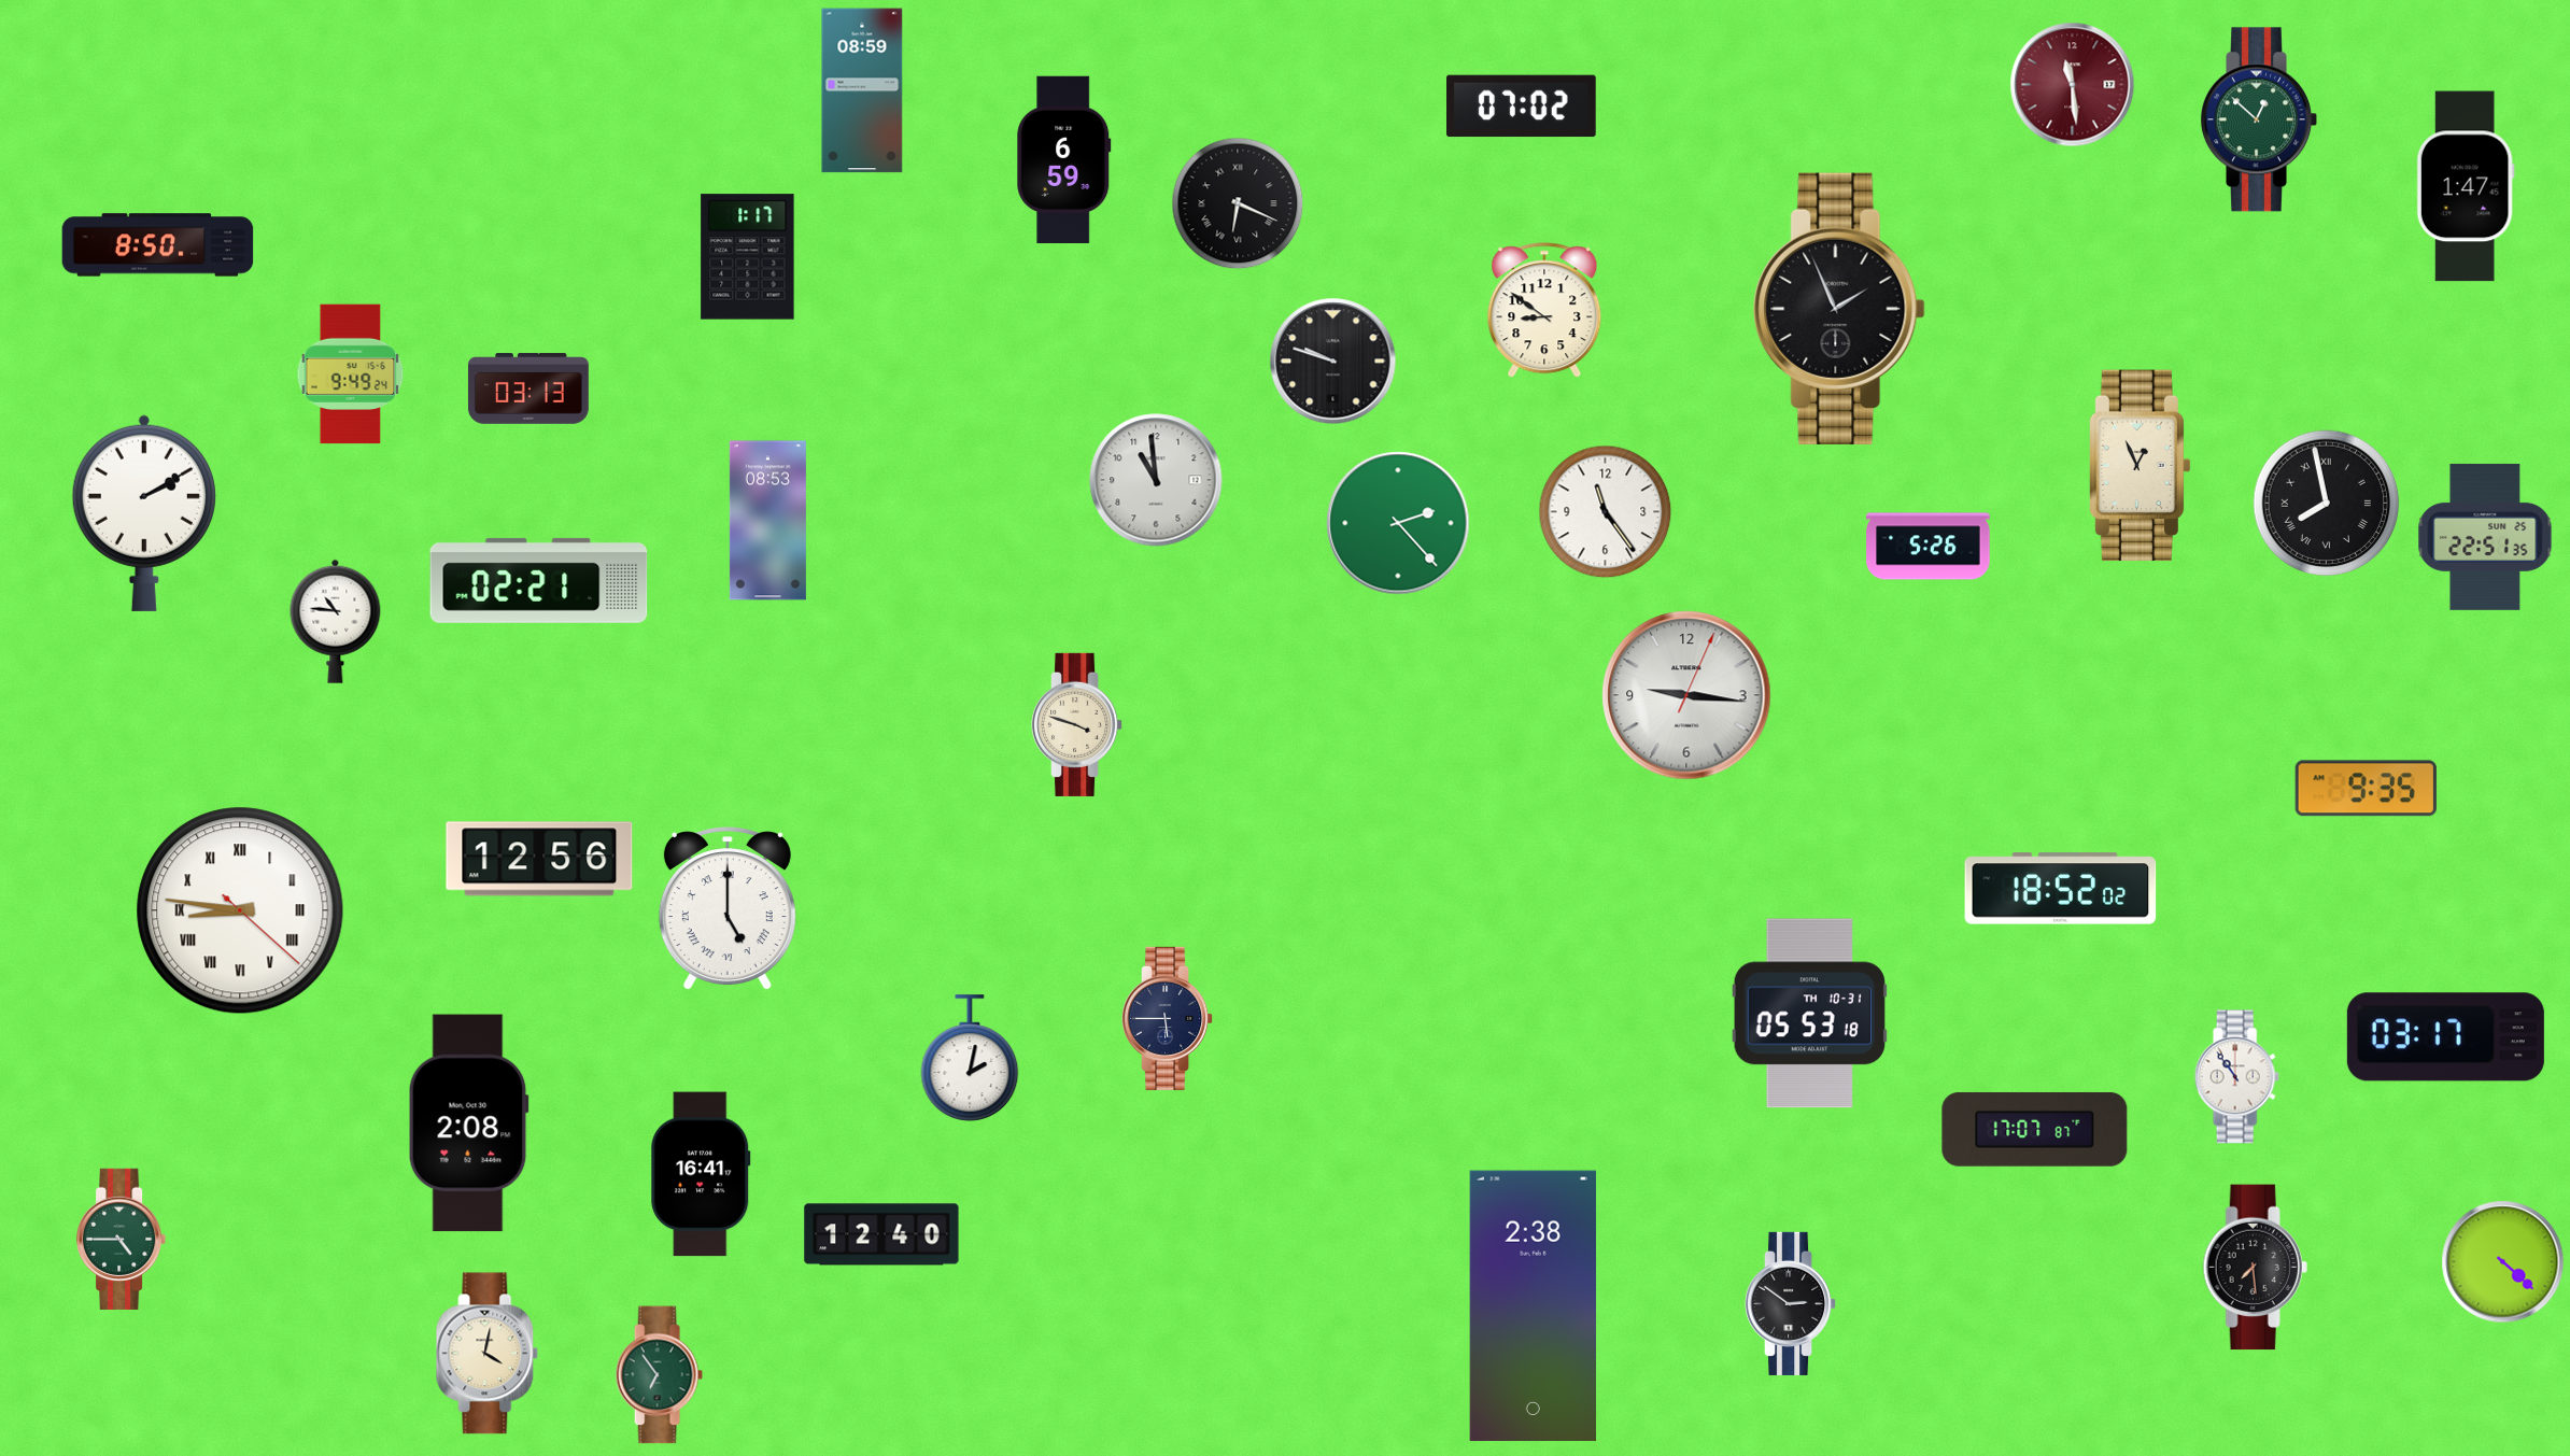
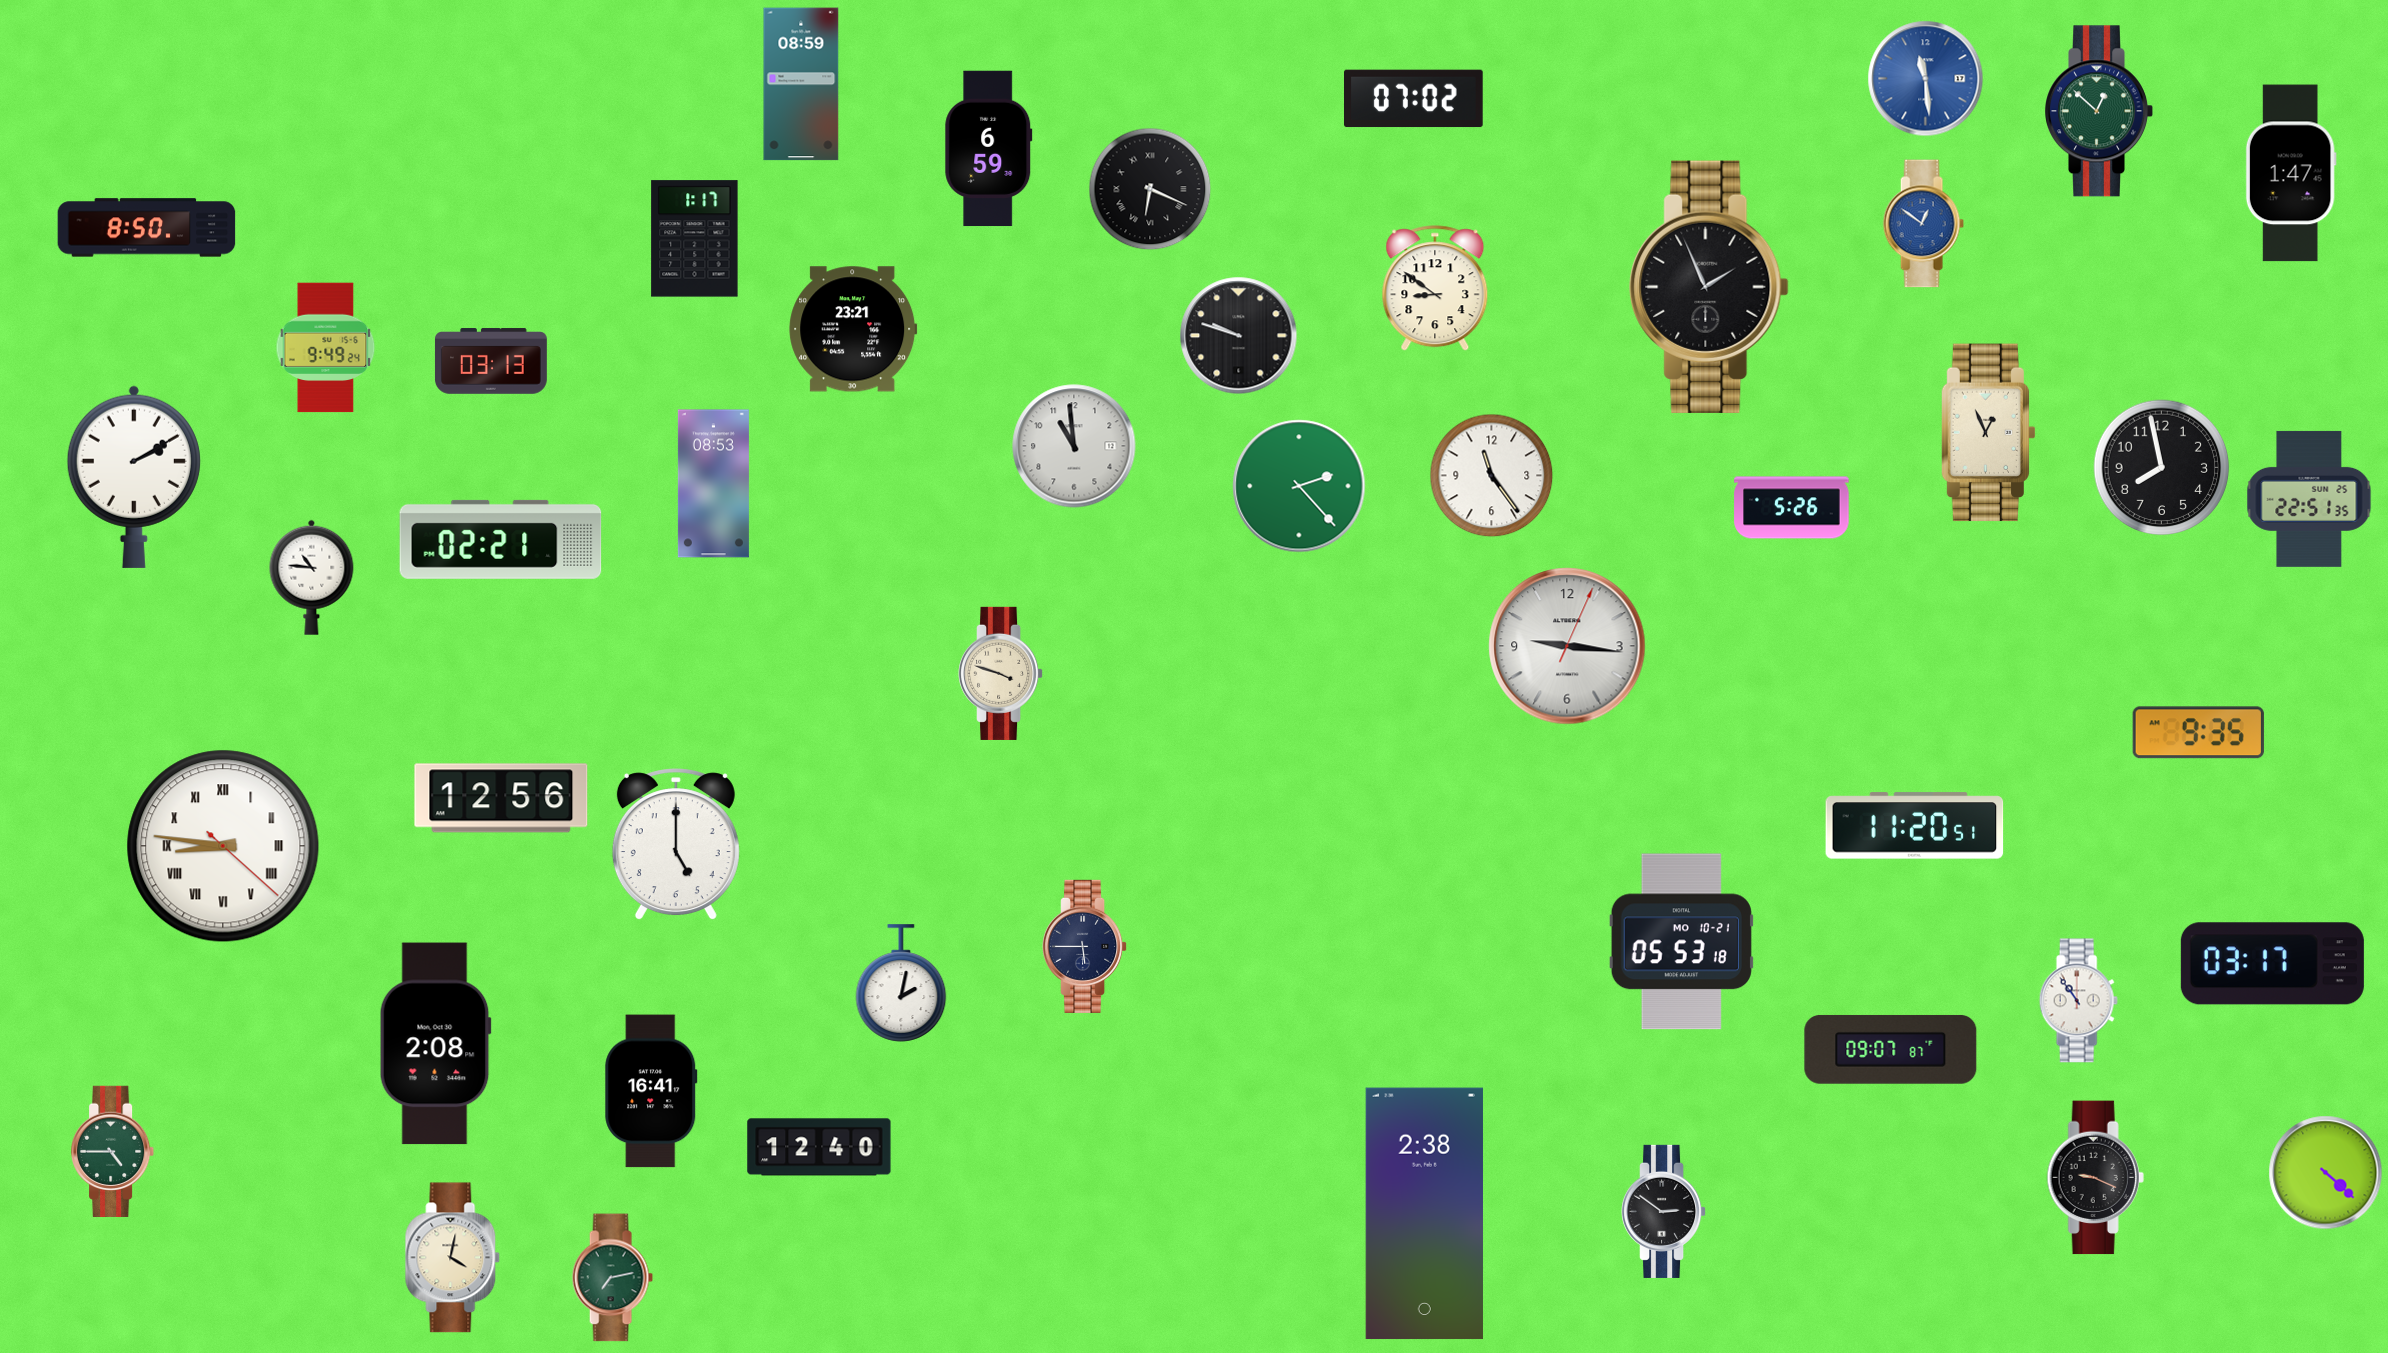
clock at (2073, 85) dial: burgundy -> blue
clock at (1923, 224): none -> 12:51
clock at (853, 329): none -> 23:21
clock at (2327, 504) numerals: Roman -> Arabic
clock at (2061, 889): 18:52 -> 11:20
clock at (728, 909) numerals: Roman -> Arabic
clock at (1809, 1014) date: TH 10-31 -> MO 10-21
clock at (2035, 1130): 17:07 -> 09:07
clock at (2255, 1268): 7:29 -> 9:19
clock at (659, 1375): 6:54 -> 7:13
